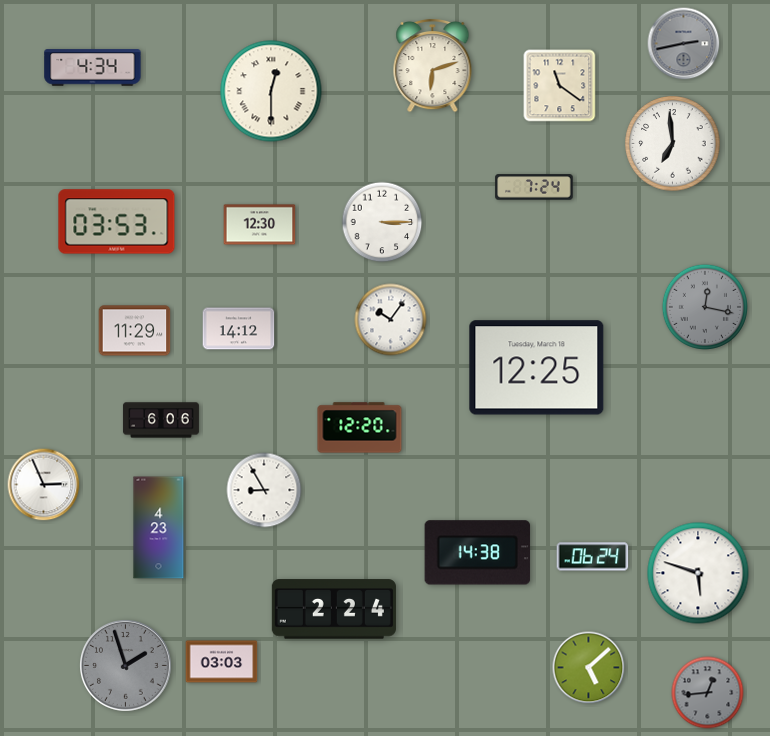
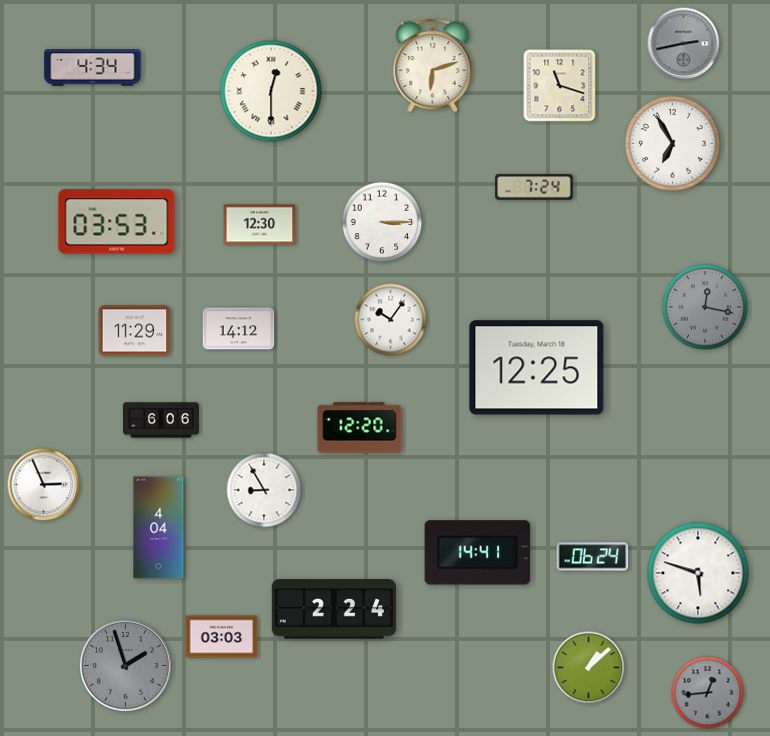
clock at (560, 86): 11:21 -> 11:18
clock at (673, 144): 6:59 -> 6:55
clock at (159, 528): 4:23 -> 4:04
clock at (478, 553): 14:38 -> 14:41
clock at (222, 662) position: (222, 662) -> (222, 637)
clock at (589, 668): 5:08 -> 1:08
